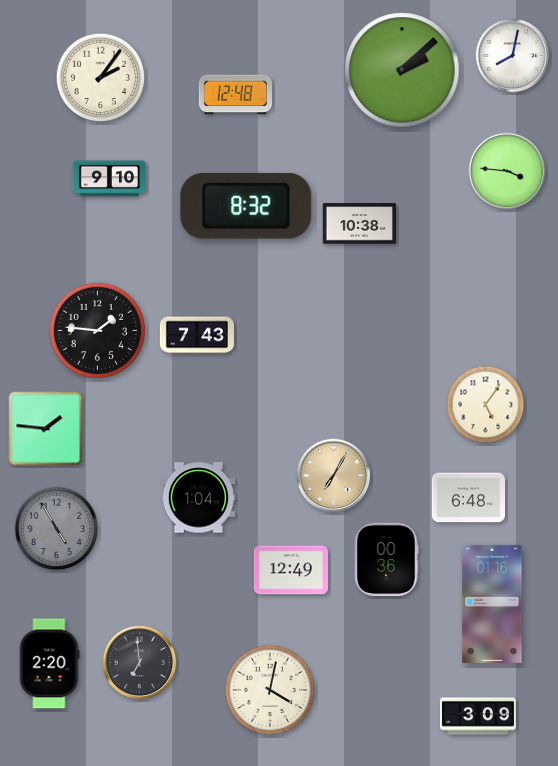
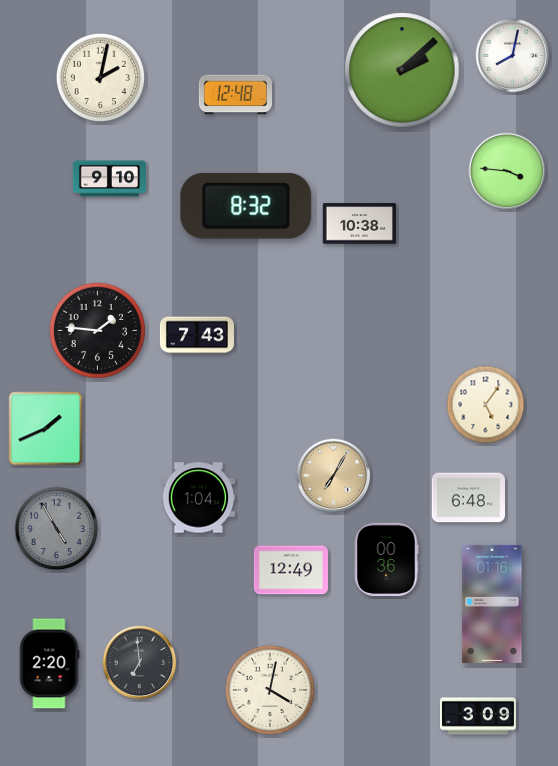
clock at (101, 78): 2:06 -> 2:02
clock at (46, 429): 1:46 -> 1:41
